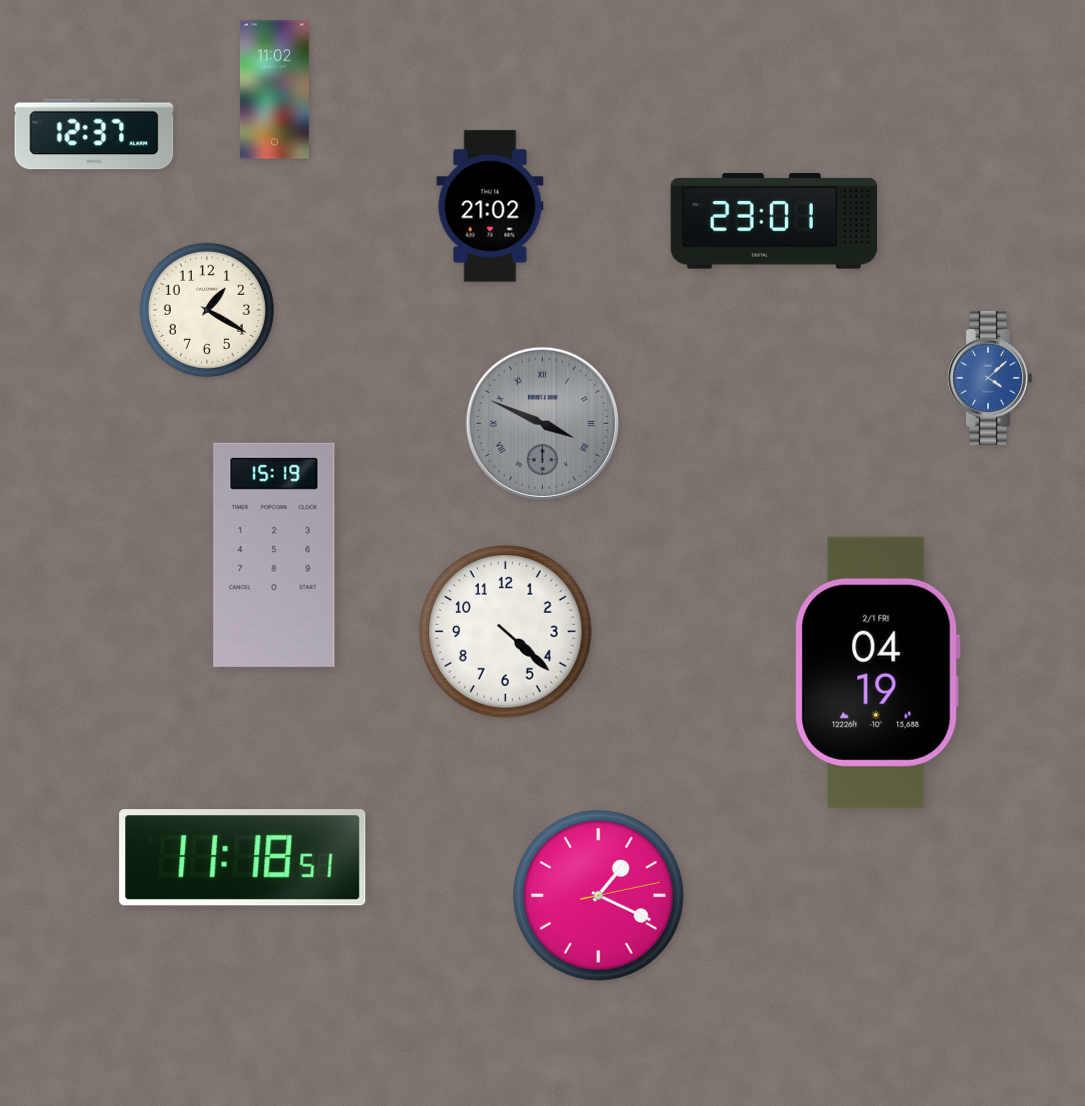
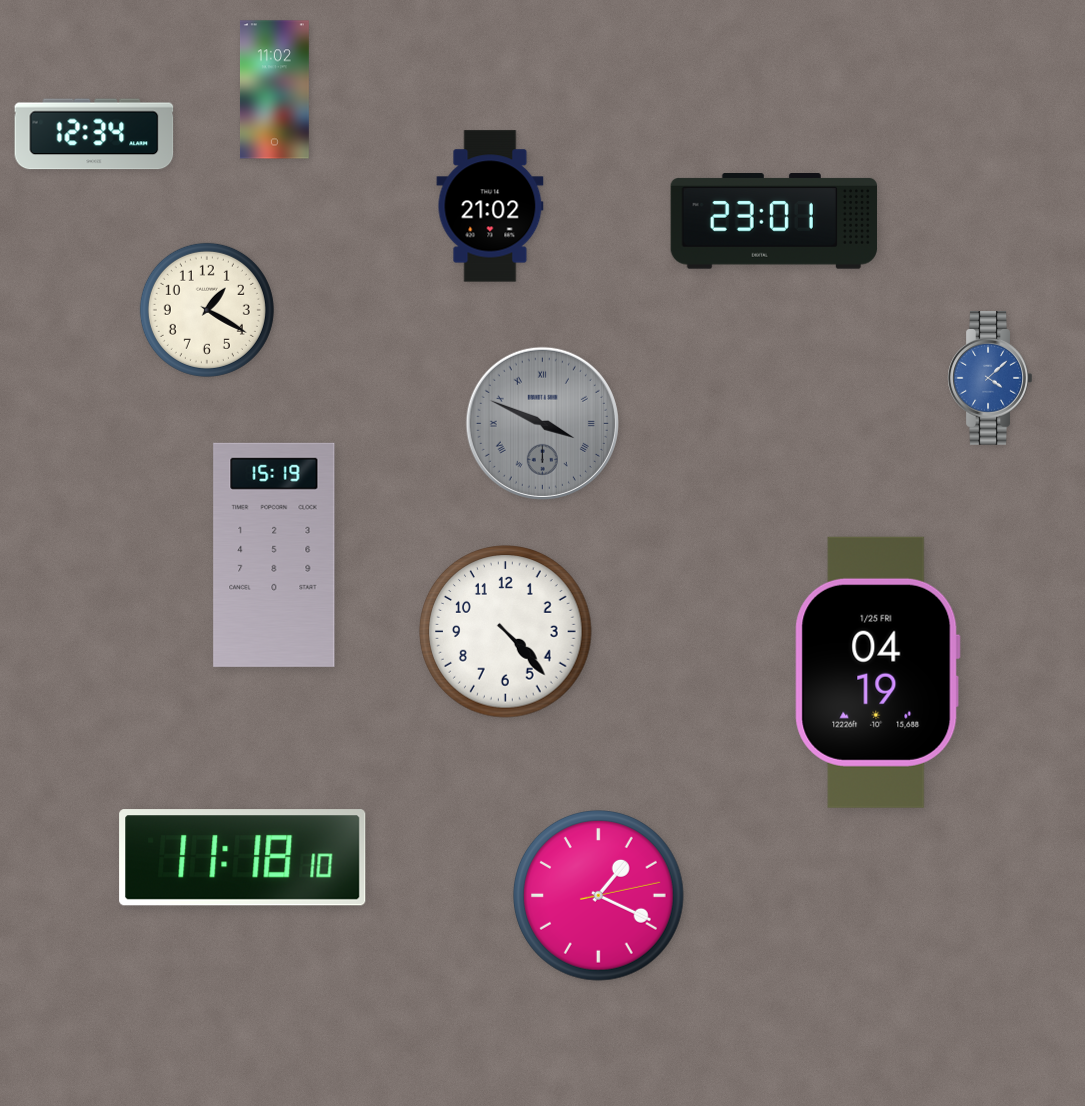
clock at (94, 134): 12:37 -> 12:34
clock at (506, 632): 4:22 -> 4:23
clock at (877, 672) date: 2/1 FRI -> 1/25 FRI
clock at (243, 858): 11:18:51 -> 11:18:10
